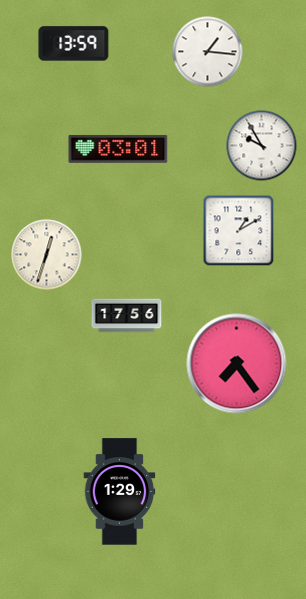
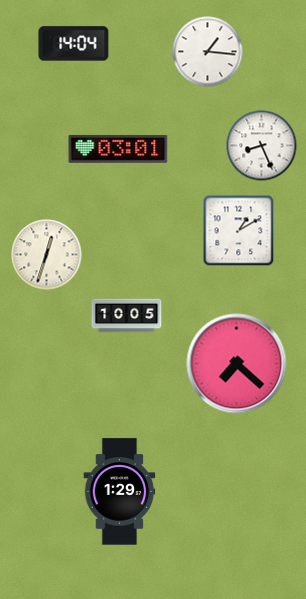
clock at (74, 44): 13:59 -> 14:04
clock at (262, 146): 9:55 -> 8:26
clock at (127, 316): 17:56 -> 10:05
clock at (237, 364): 7:24 -> 7:22
